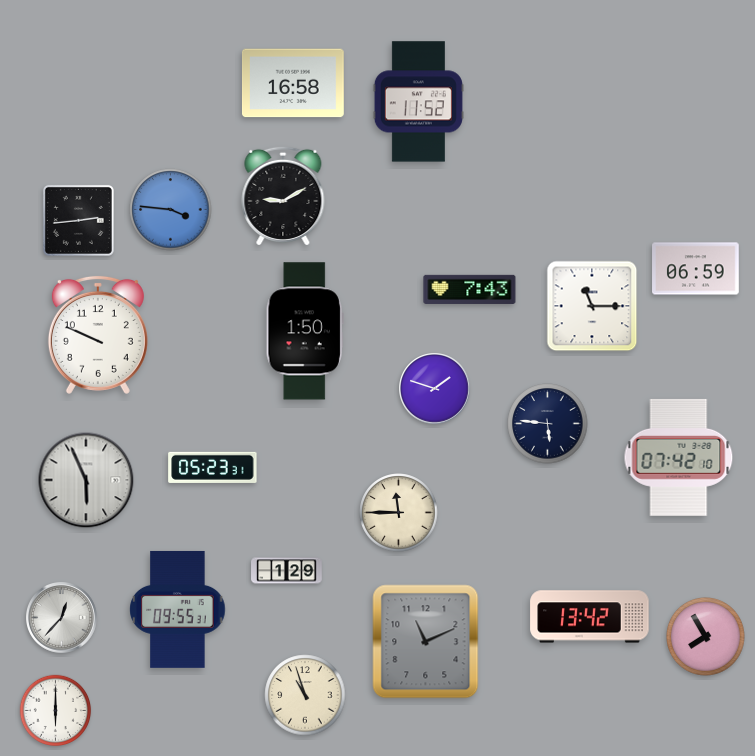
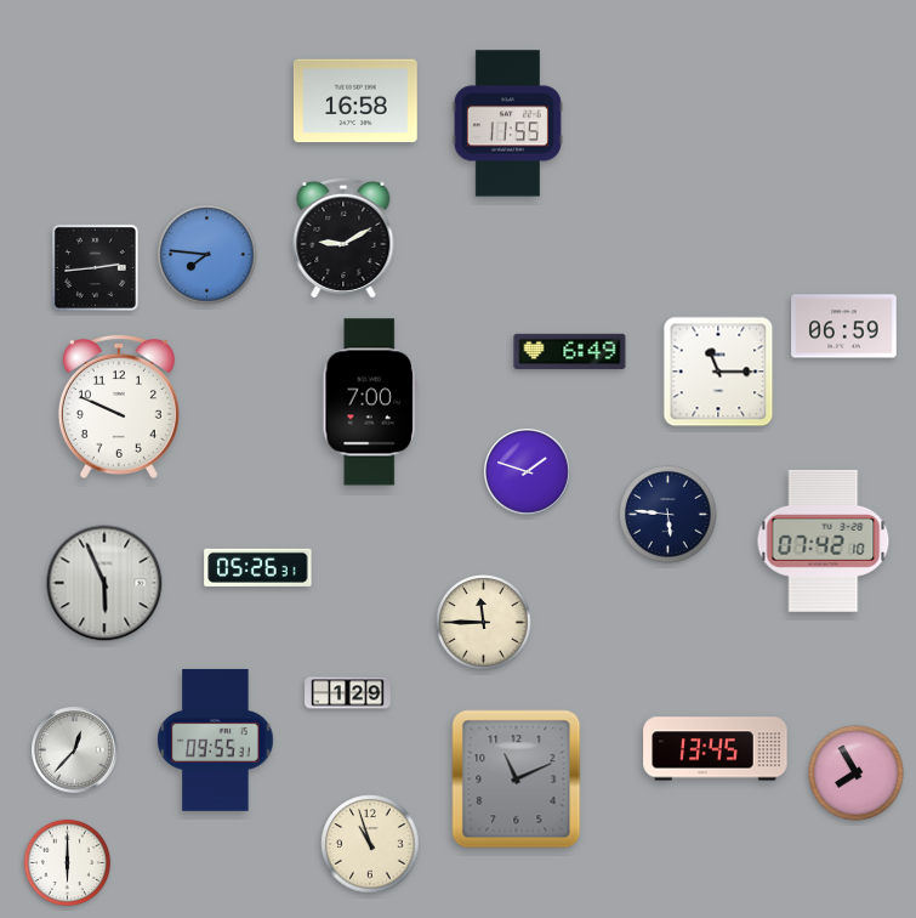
clock at (418, 102): 11:52 -> 11:55
clock at (171, 210): 3:46 -> 7:46
clock at (470, 289): 7:43 -> 6:49
clock at (305, 331): 1:50 -> 7:00
clock at (548, 424) position: (548, 424) -> (668, 515)
clock at (679, 457) position: (679, 457) -> (824, 540)
clock at (213, 467): 05:23 -> 05:26
clock at (590, 617): 13:42 -> 13:45
